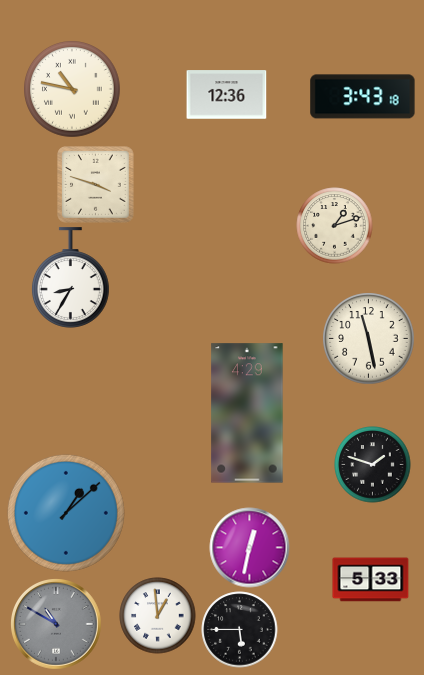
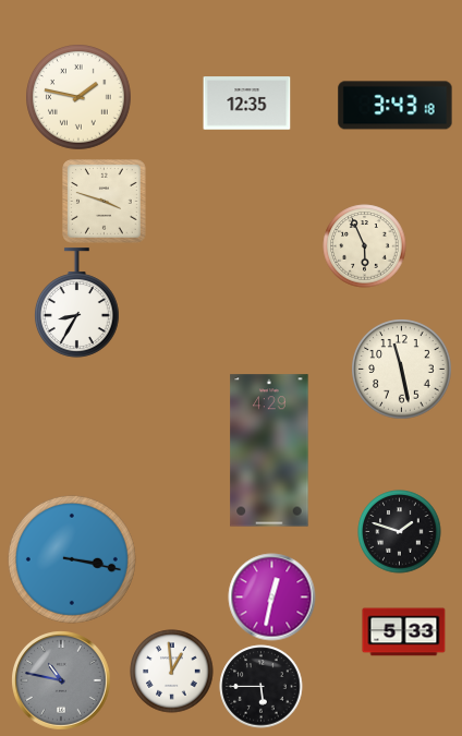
clock at (73, 90): 10:47 -> 1:47
clock at (227, 95): 12:36 -> 12:35
clock at (335, 226): 1:12 -> 5:56
clock at (373, 465) position: (373, 465) -> (400, 532)
clock at (66, 513): 1:08 -> 3:17
clock at (57, 625): 10:50 -> 10:47
